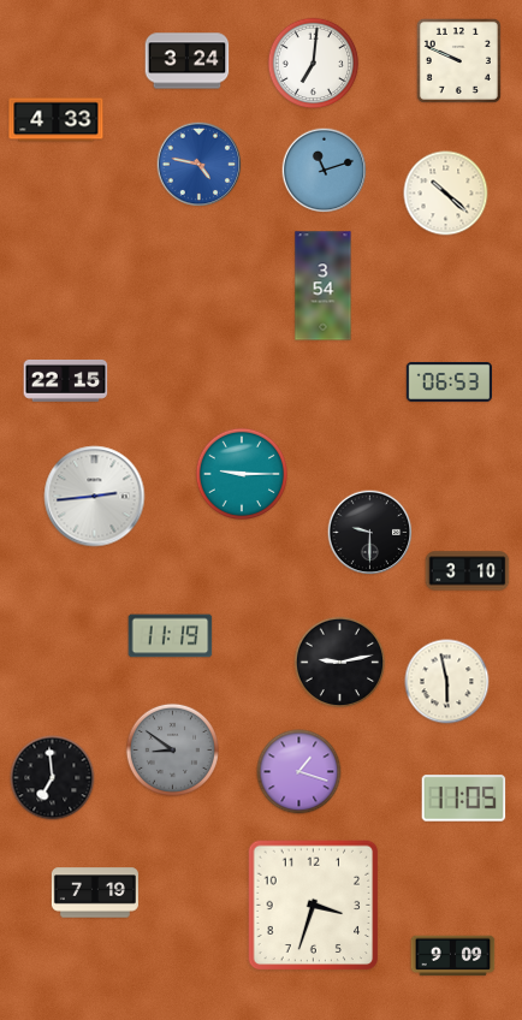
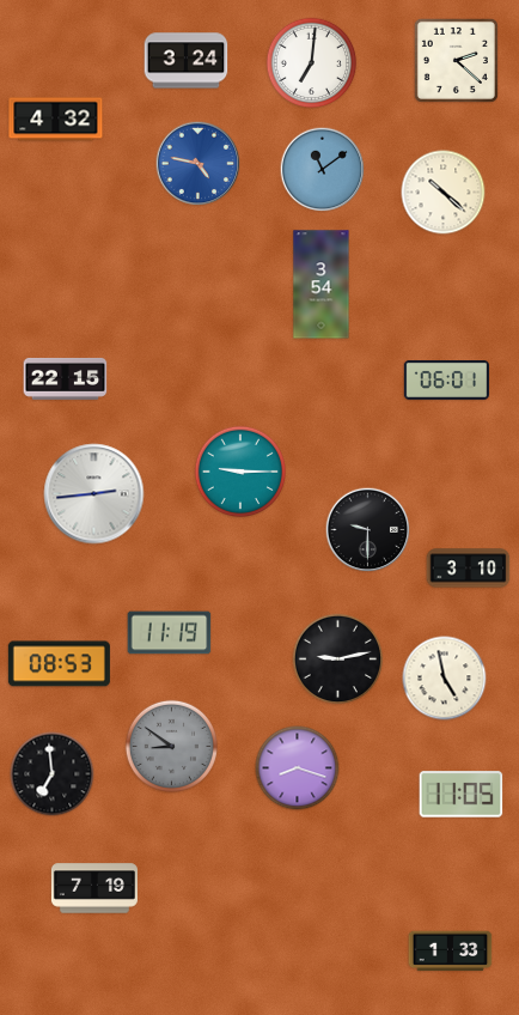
clock at (458, 60): 9:49 -> 2:22
clock at (57, 120): 4:33 -> 4:32
clock at (325, 171): 11:12 -> 11:09
clock at (449, 382): 06:53 -> 06:01
clock at (468, 571) position: (468, 571) -> (469, 569)
clock at (59, 664): none -> 08:53
clock at (447, 682): 5:58 -> 4:58
clock at (299, 772): 1:18 -> 8:18
clock at (314, 906): 3:33 -> none
clock at (453, 956): 9:09 -> 1:33
